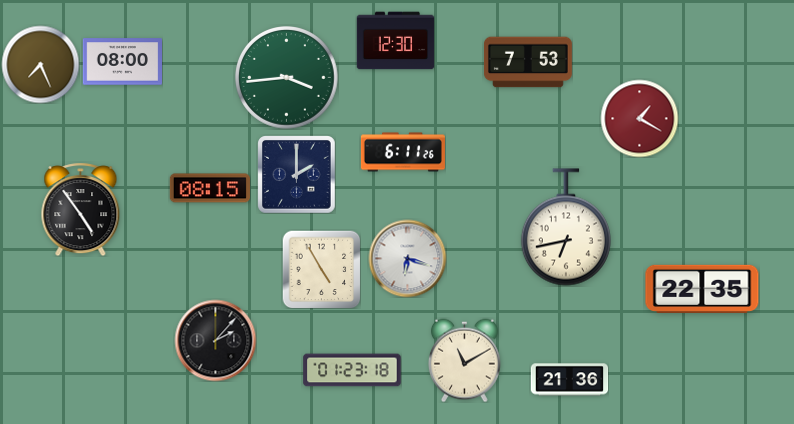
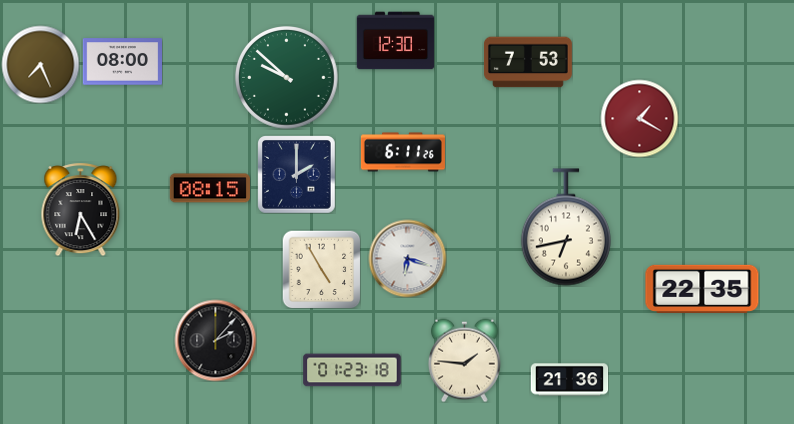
clock at (287, 78): 3:44 -> 9:52
clock at (81, 209): 4:54 -> 6:25
clock at (464, 360): 11:10 -> 1:46
